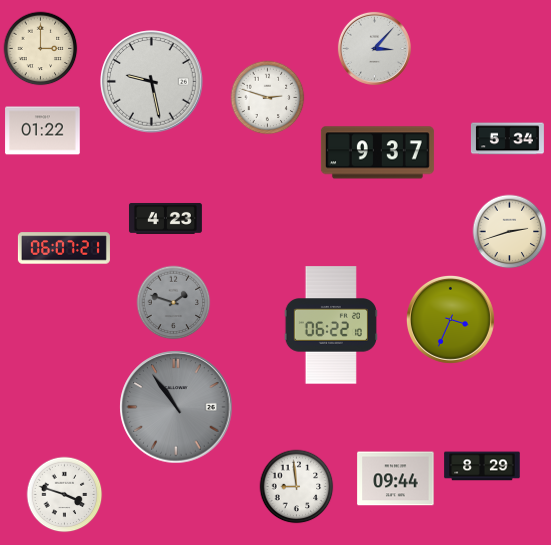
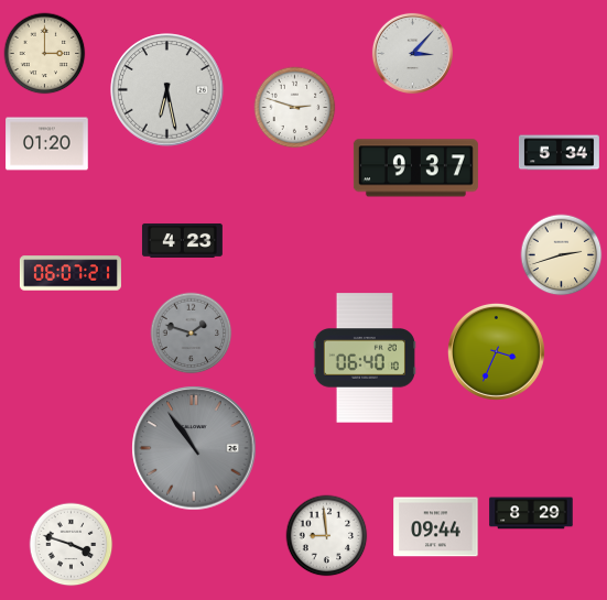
clock at (152, 82): 9:28 -> 6:28
clock at (43, 131): 01:22 -> 01:20
clock at (331, 325): 06:22 -> 06:40
